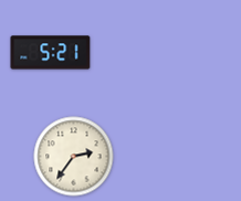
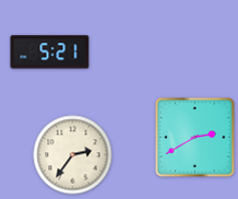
clock at (195, 138): none -> 2:40
